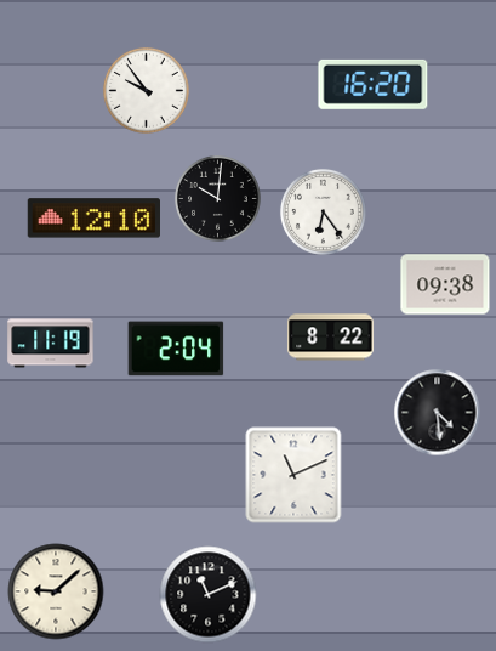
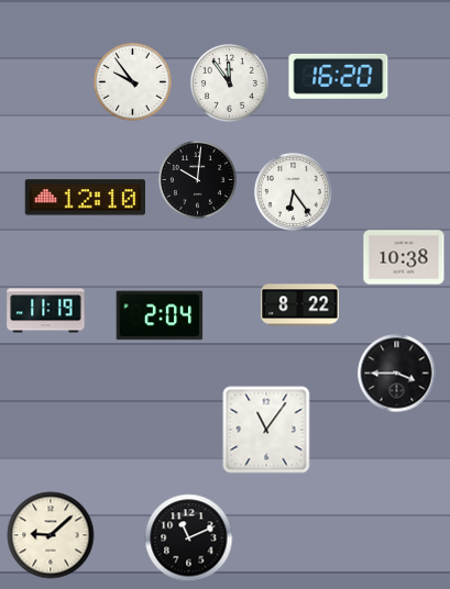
clock at (229, 82): none -> 11:54
clock at (445, 284): 09:38 -> 10:38
clock at (438, 413): 4:29 -> 3:45
clock at (293, 475): 11:11 -> 11:06
